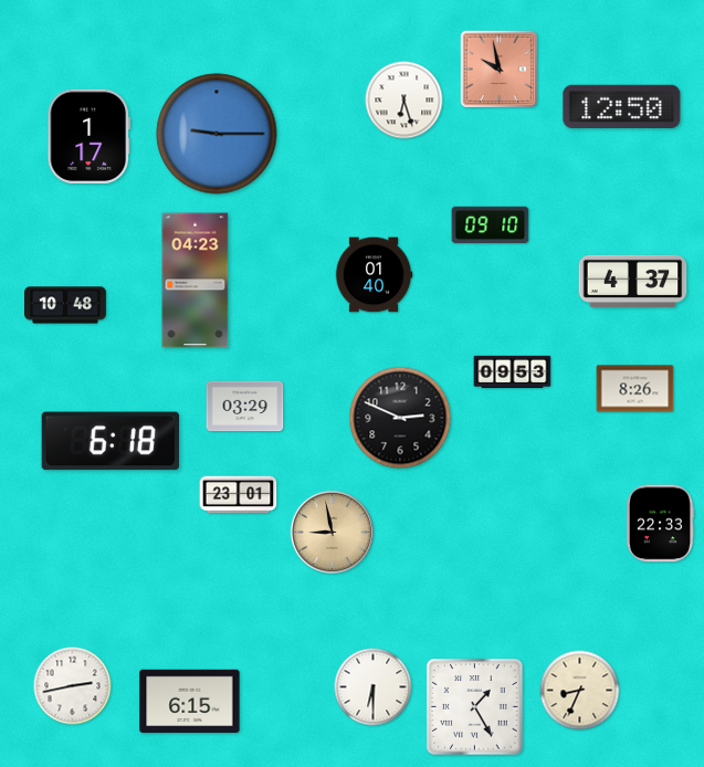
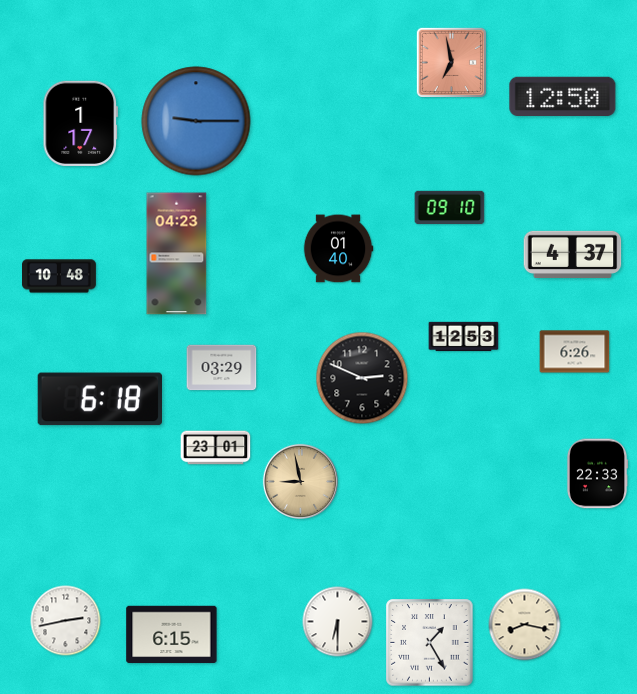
clock at (498, 69): 9:58 -> 6:58
clock at (404, 101): 6:27 -> none
clock at (491, 225) position: (491, 225) -> (450, 208)
clock at (513, 372): 09:53 -> 12:53
clock at (635, 389): 8:26 -> 6:26
clock at (580, 691): 8:34 -> 8:17
clock at (475, 707) position: (475, 707) -> (430, 643)
